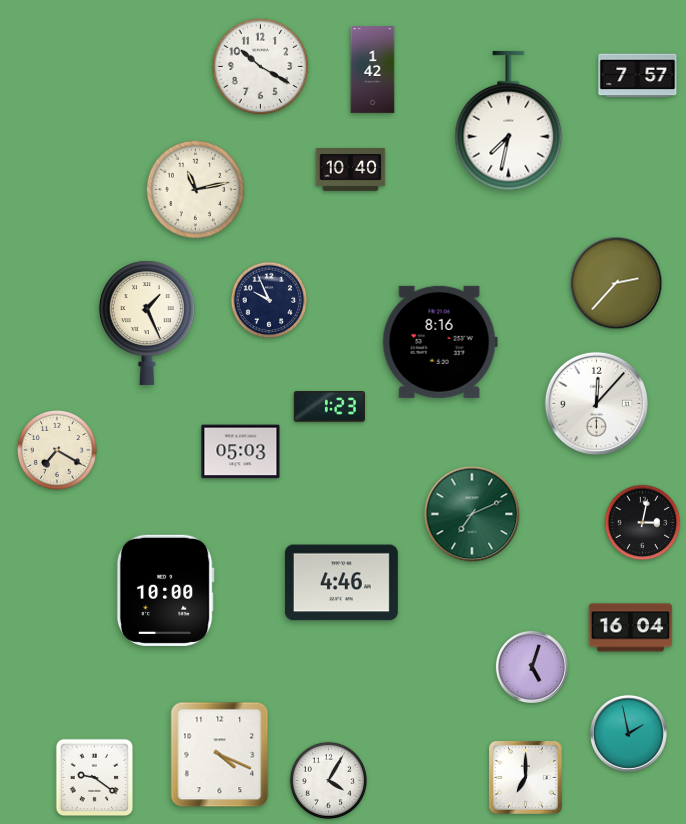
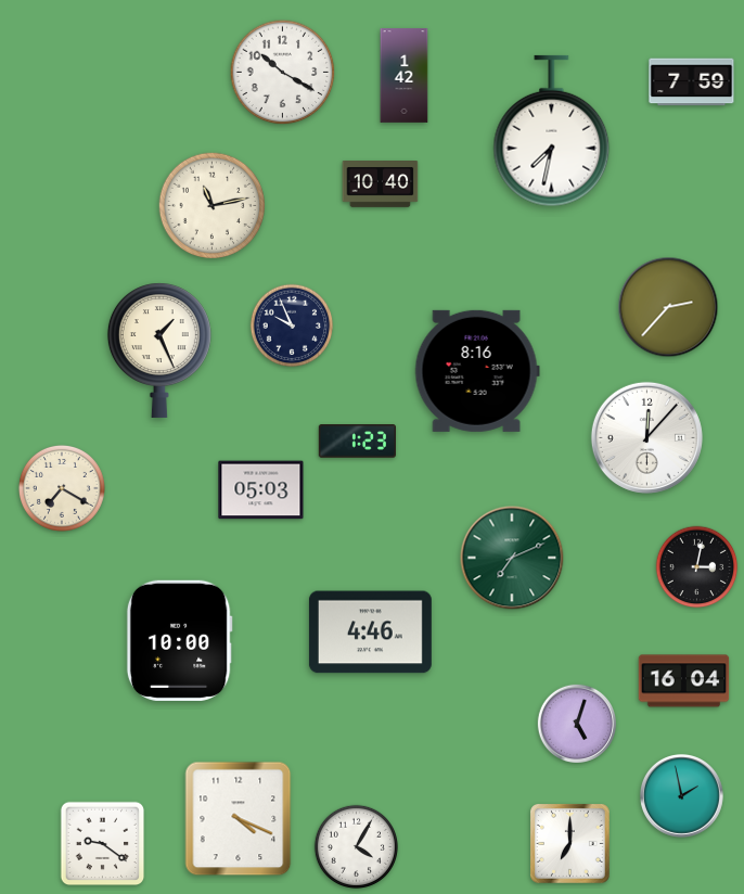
clock at (638, 76): 7:57 -> 7:59
